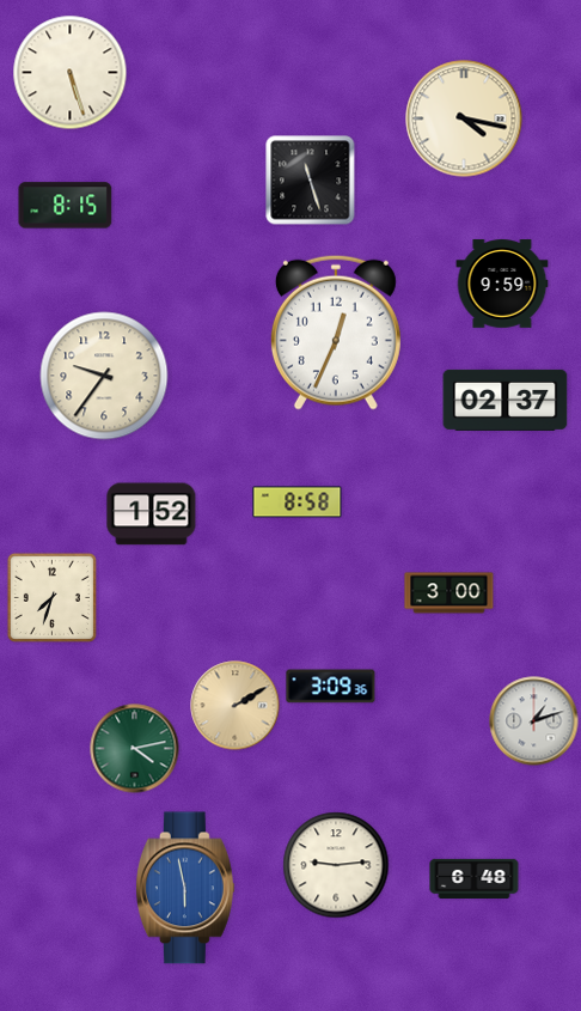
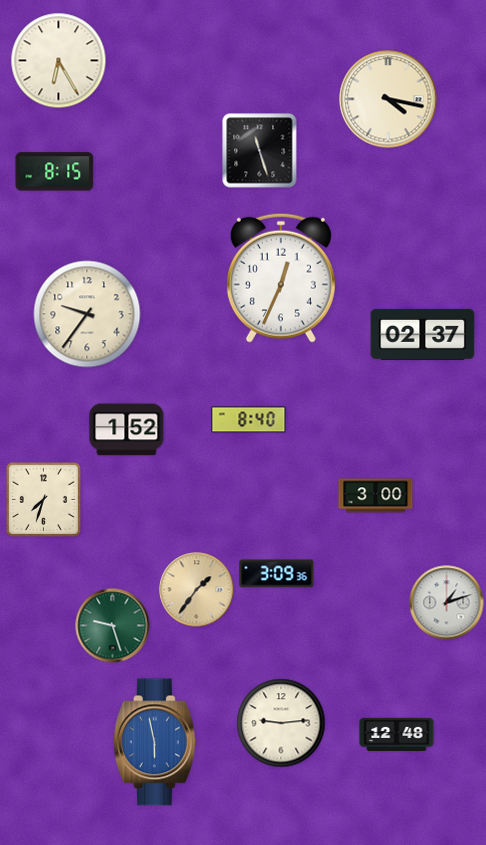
clock at (71, 73): 5:27 -> 6:25
clock at (502, 284): 9:59 -> none
clock at (298, 503): 8:58 -> 8:40
clock at (236, 706): 2:10 -> 1:36
clock at (135, 749): 4:13 -> 9:27
clock at (475, 878): 6:48 -> 12:48
